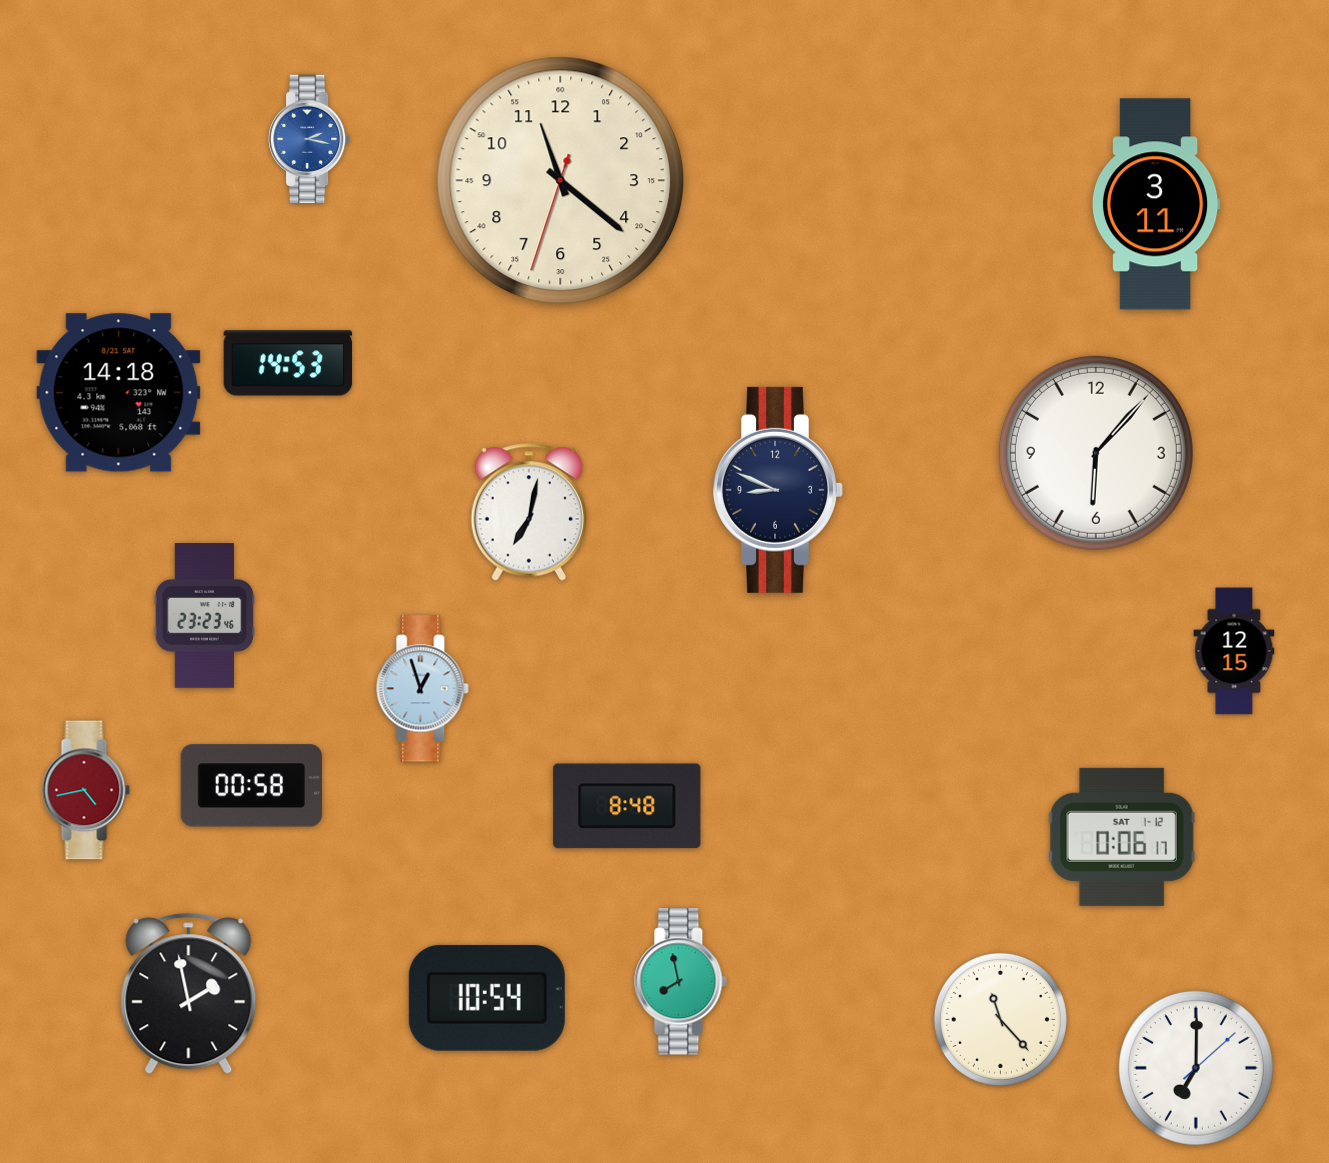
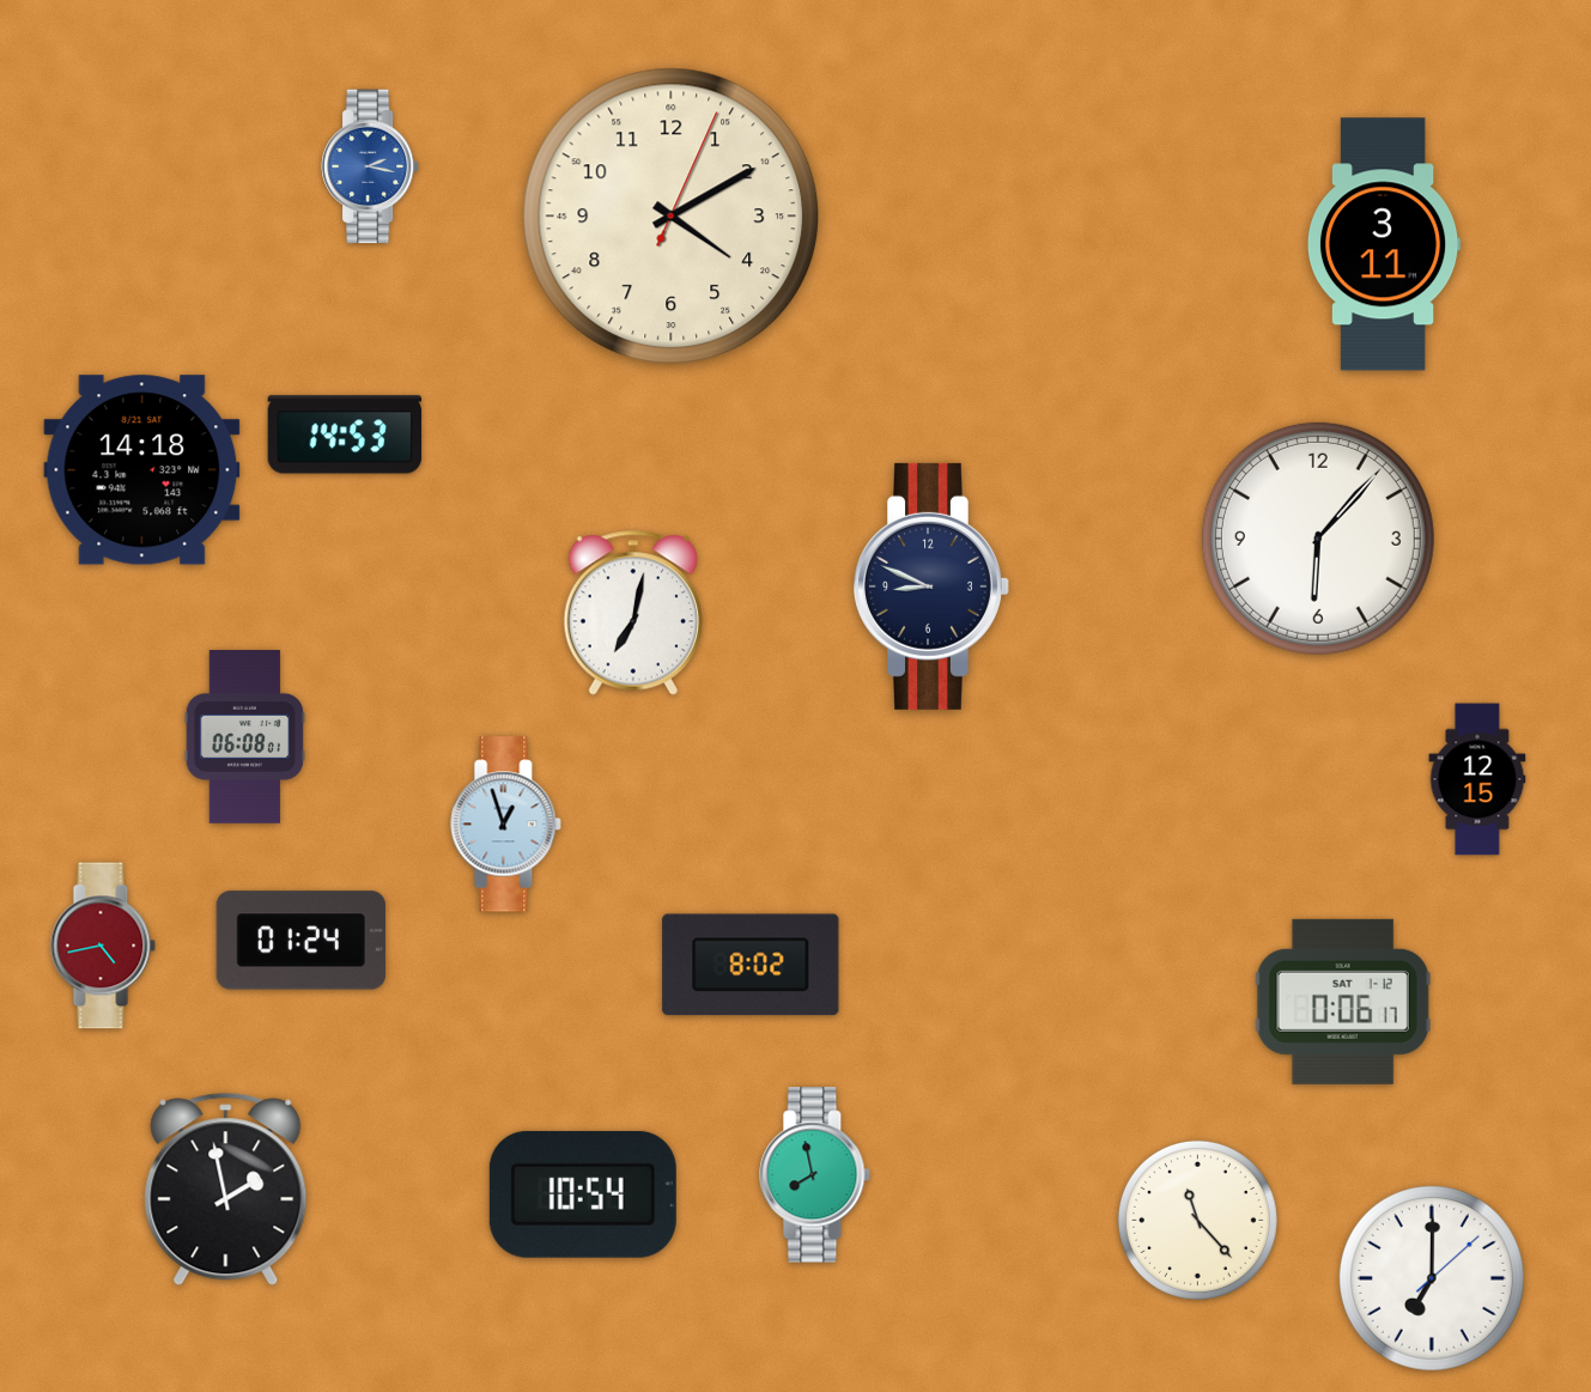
clock at (561, 181): 11:21 -> 4:10
clock at (1096, 453) position: (1096, 453) -> (1318, 539)
clock at (204, 616): 23:23 -> 06:08
clock at (251, 786): 00:58 -> 01:24
clock at (627, 806): 8:48 -> 8:02
